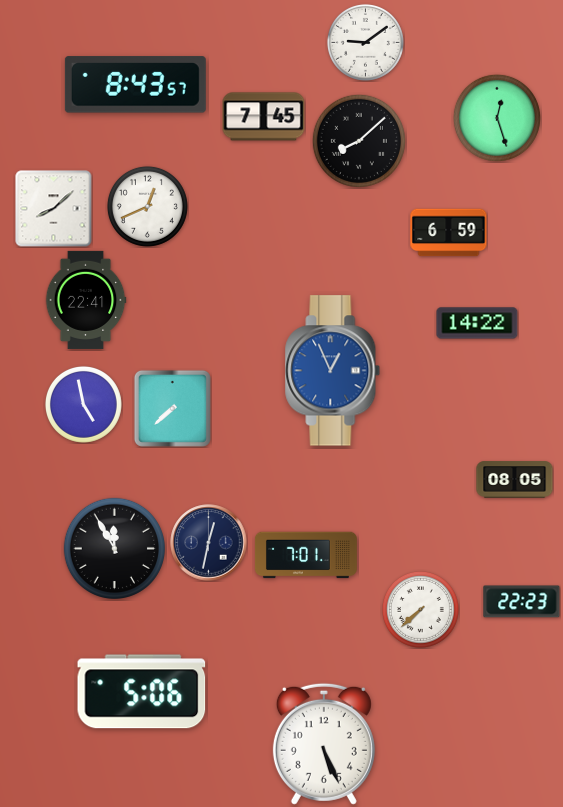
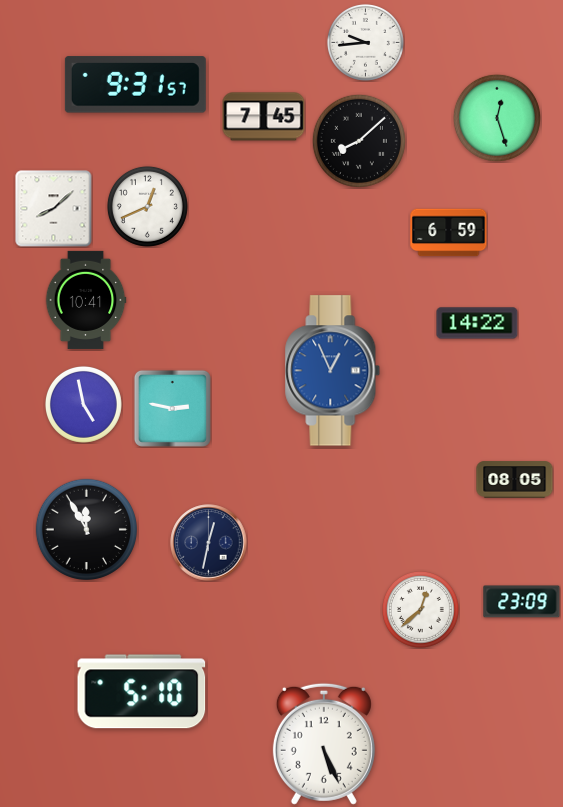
clock at (365, 42): 9:09 -> 9:44
clock at (135, 85): 8:43 -> 9:31
clock at (86, 300): 22:41 -> 10:41
clock at (172, 408): 7:38 -> 2:47
clock at (114, 548) position: (114, 548) -> (86, 529)
clock at (306, 555): 7:01 -> none
clock at (522, 602): 22:23 -> 23:09
clock at (420, 609): 7:38 -> 12:38
clock at (142, 692): 5:06 -> 5:10
